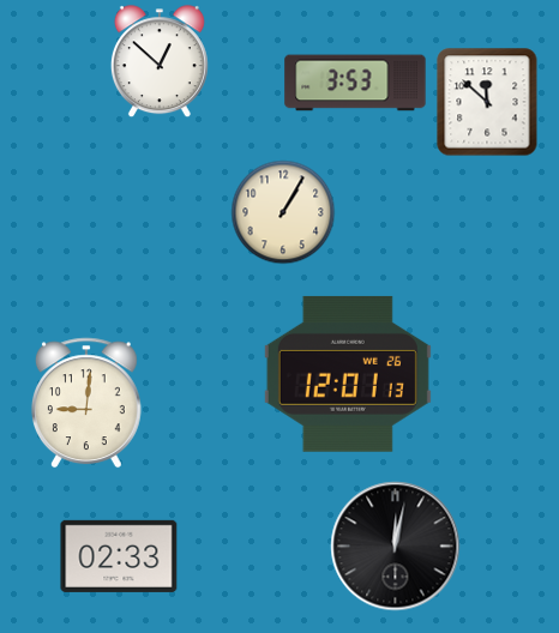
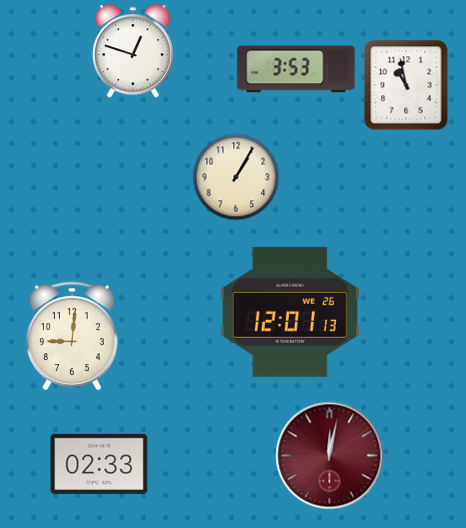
clock at (160, 62): 12:52 -> 12:48
clock at (487, 102): 11:52 -> 10:58
clock at (396, 547) dial: black -> burgundy
